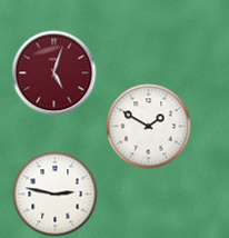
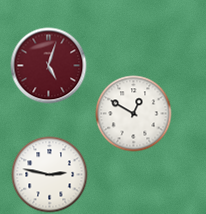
clock at (149, 127): 1:50 -> 12:50
